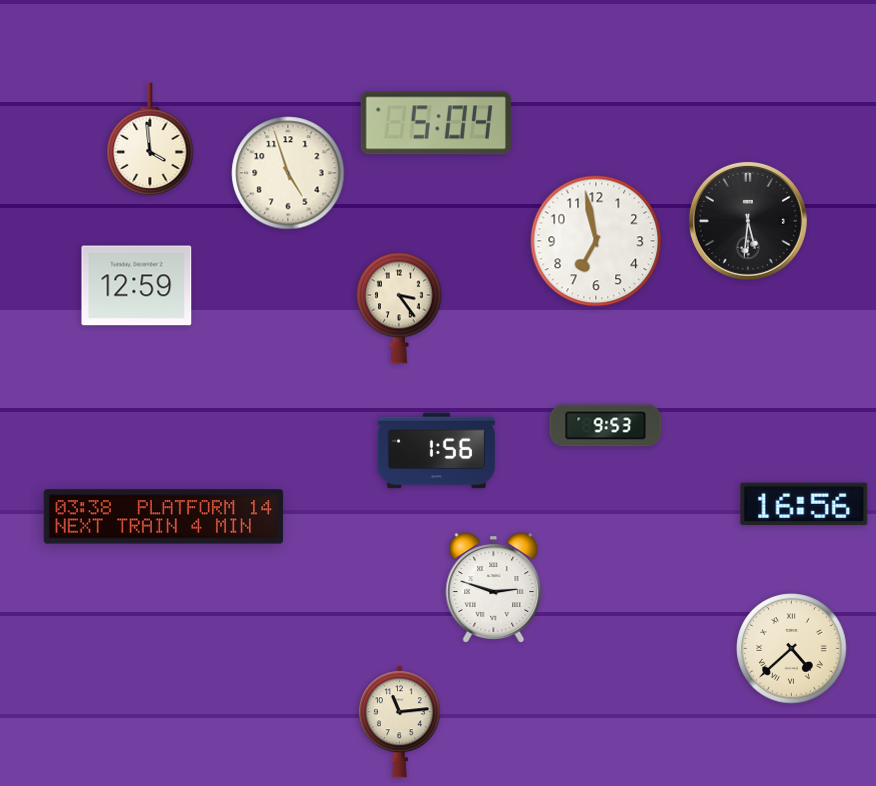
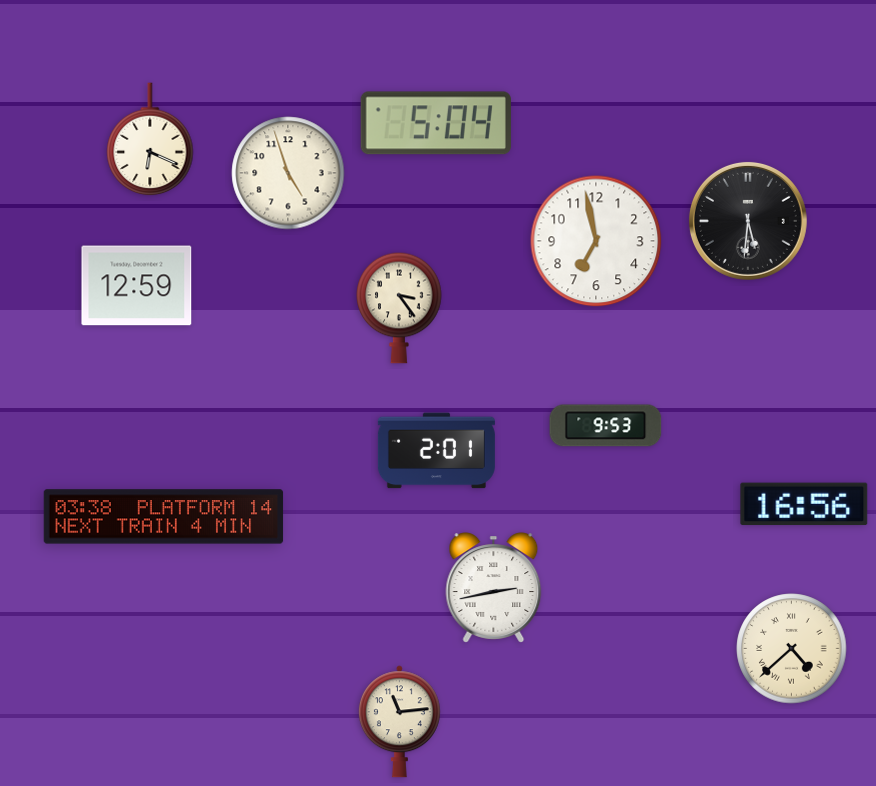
clock at (150, 140): 3:59 -> 6:19
clock at (436, 451): 1:56 -> 2:01
clock at (494, 588): 2:48 -> 2:43
